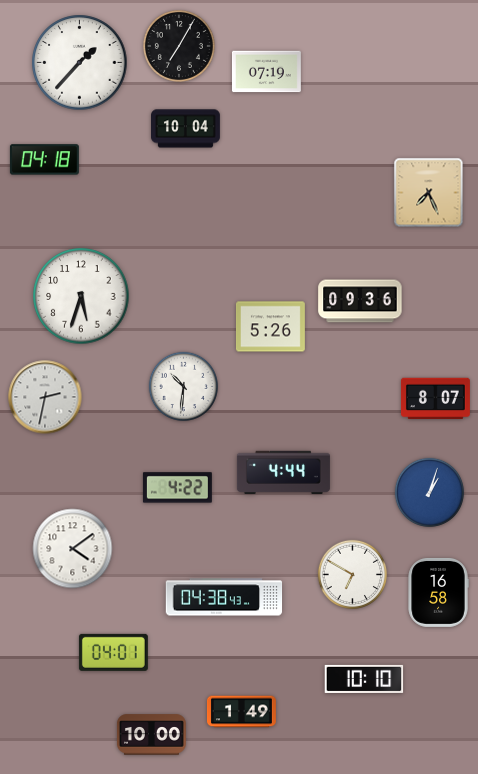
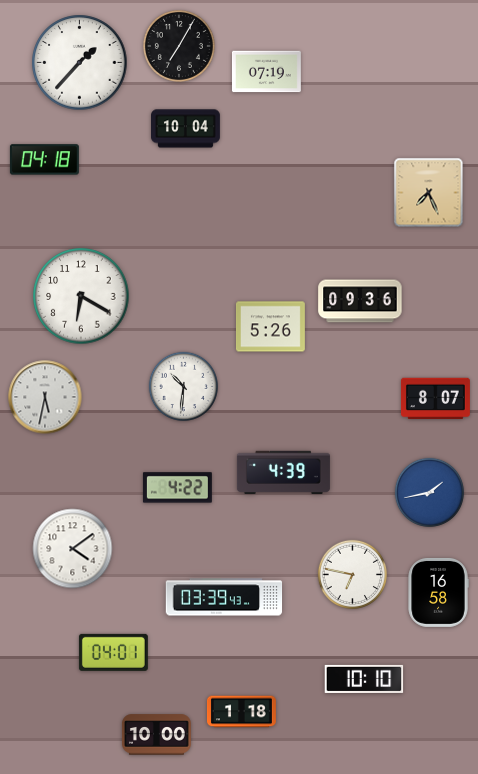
clock at (81, 296): 5:33 -> 6:20
clock at (45, 397): 2:32 -> 5:32
clock at (283, 472): 4:44 -> 4:39
clock at (430, 493): 1:03 -> 1:43
clock at (353, 575): 6:50 -> 6:47
clock at (224, 597): 04:38 -> 03:39
clock at (241, 712): 1:49 -> 1:18
clock at (151, 735) position: (151, 735) -> (156, 735)
